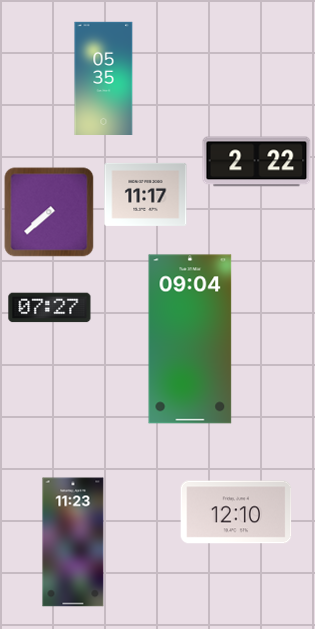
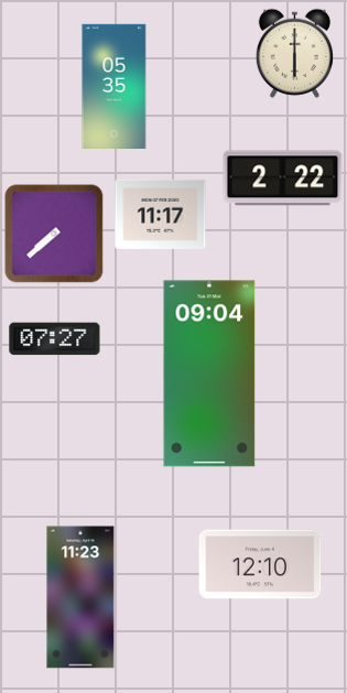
clock at (294, 53): none -> 6:00
